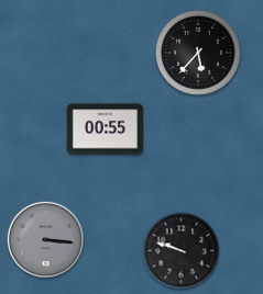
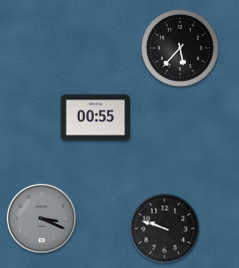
clock at (45, 239): 3:16 -> 3:19
